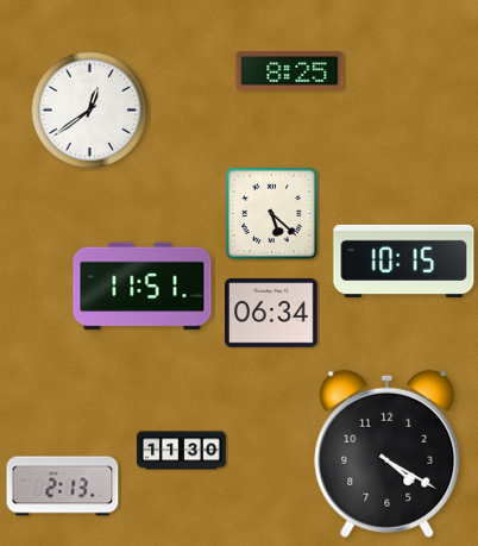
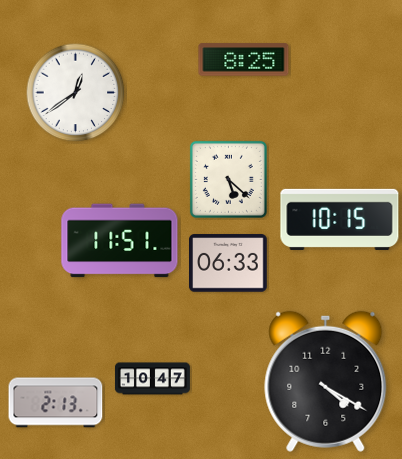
clock at (271, 313): 06:34 -> 06:33
clock at (181, 451): 11:30 -> 10:47
clock at (63, 487) position: (63, 487) -> (56, 403)
